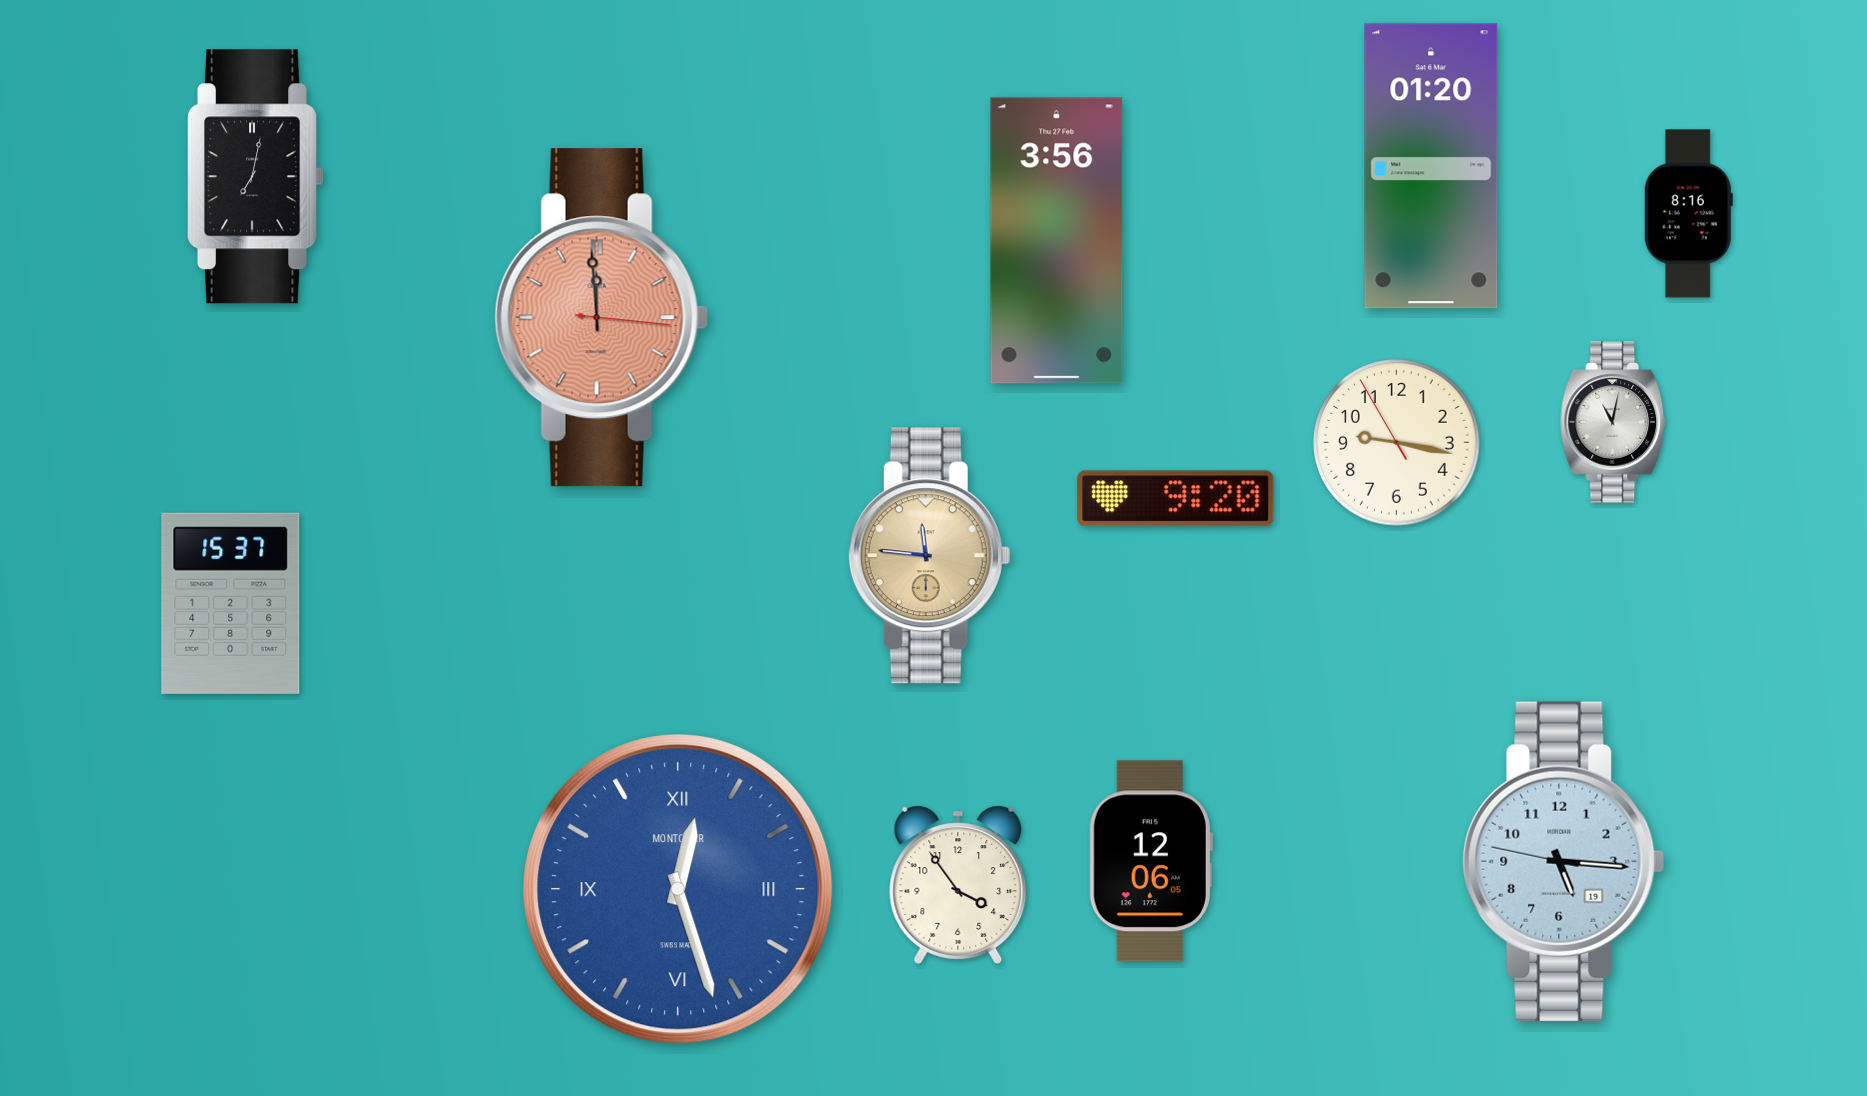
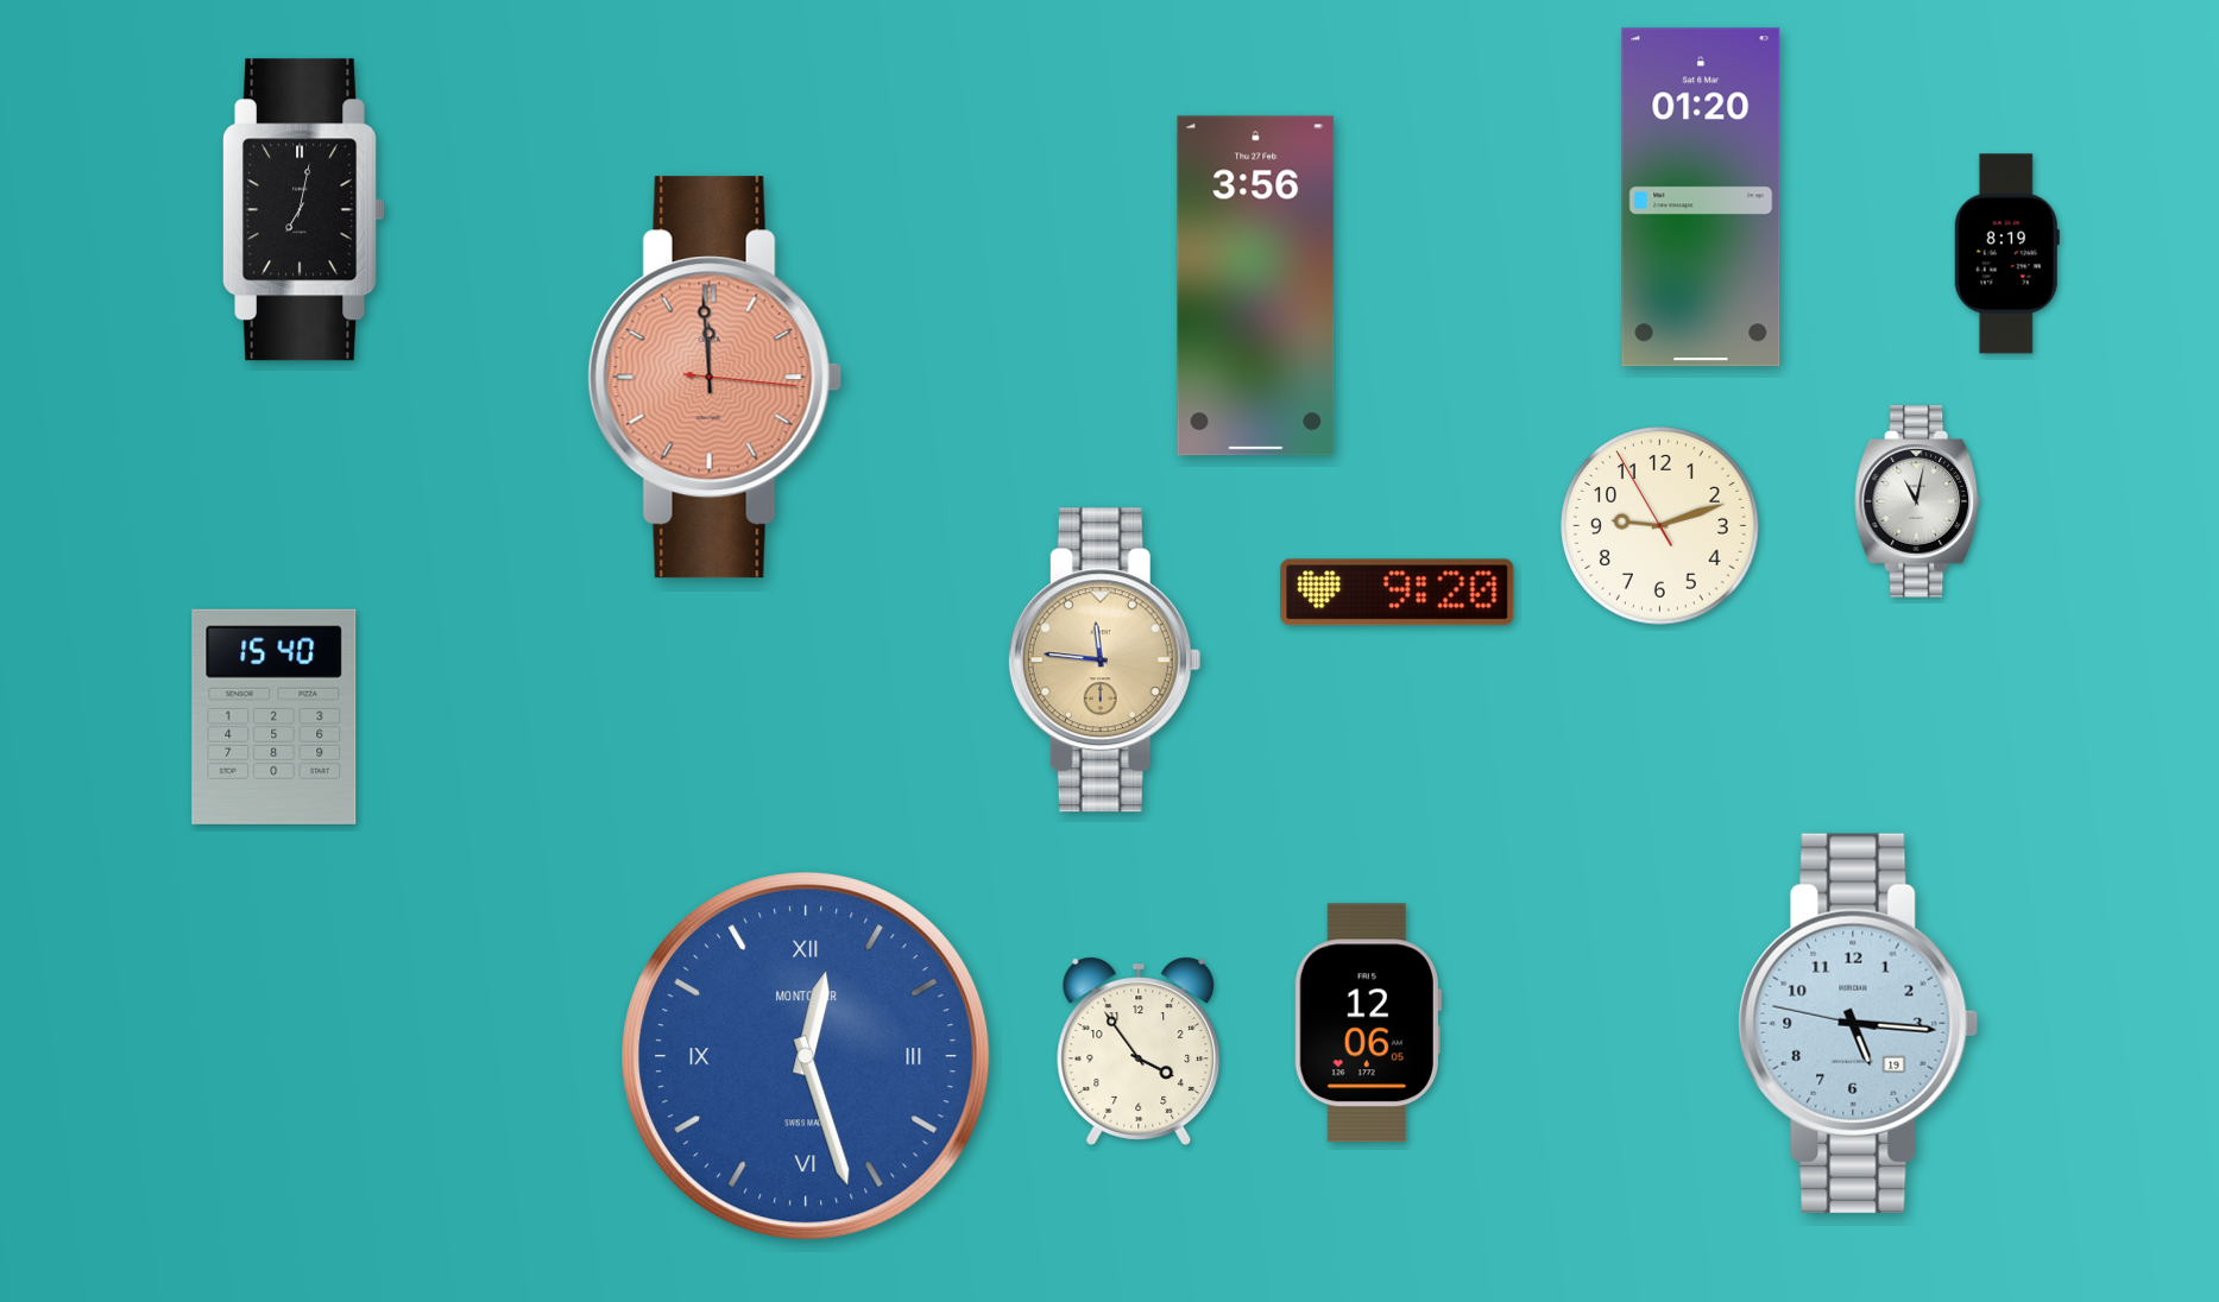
clock at (1688, 214): 8:16 -> 8:19
clock at (1397, 443): 9:16 -> 9:11
clock at (231, 603): 15:37 -> 15:40
